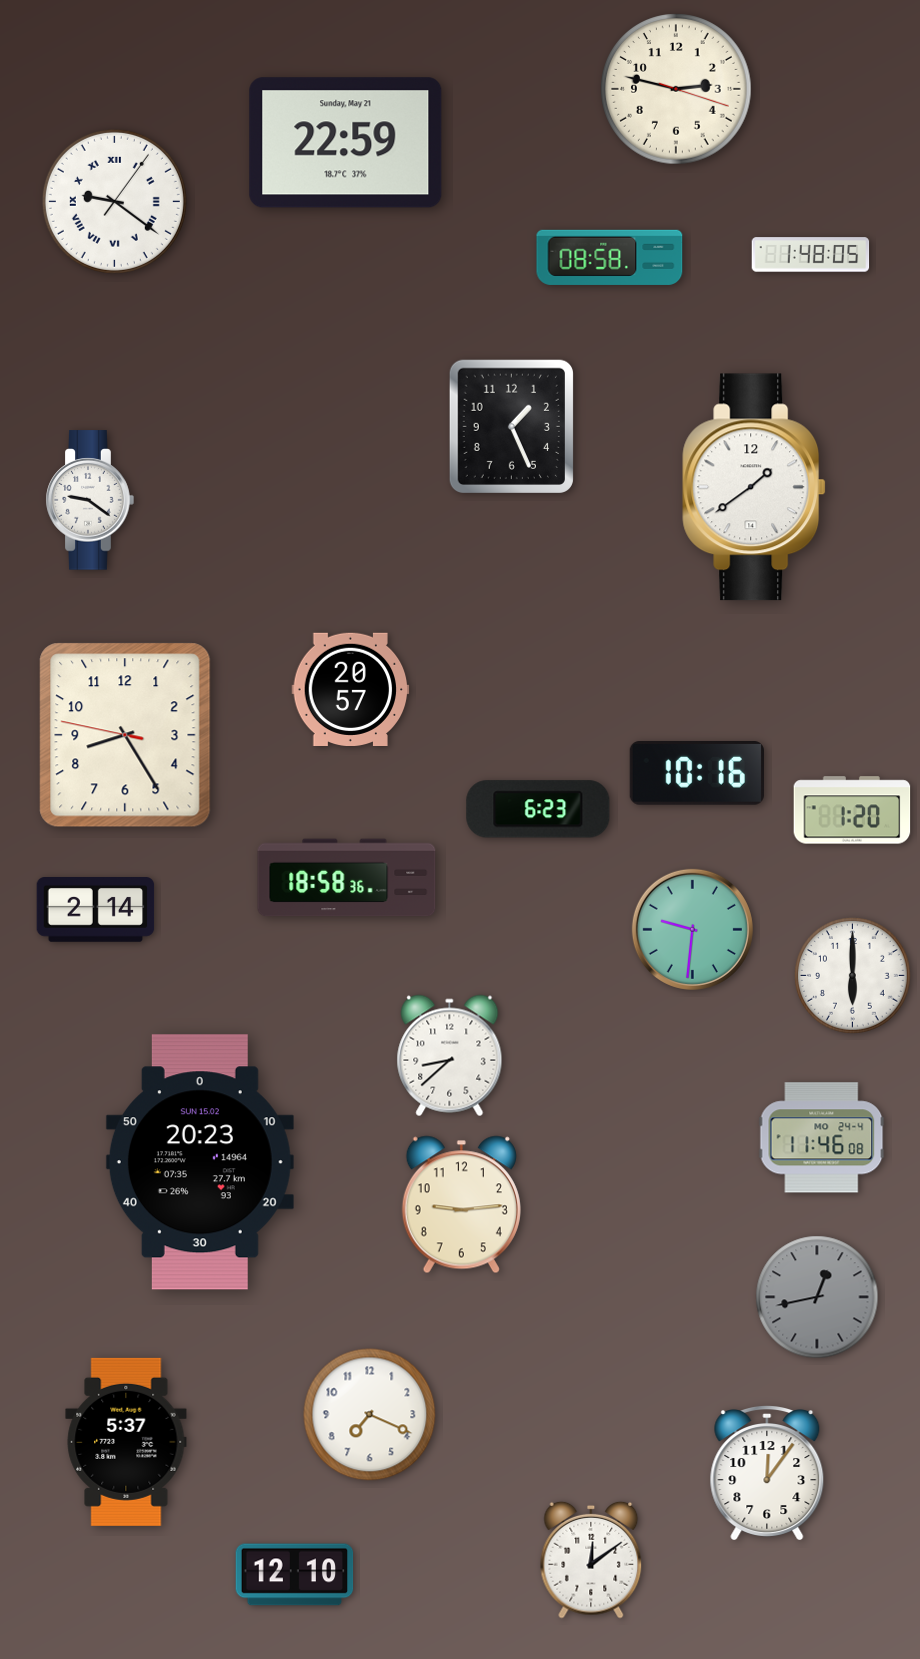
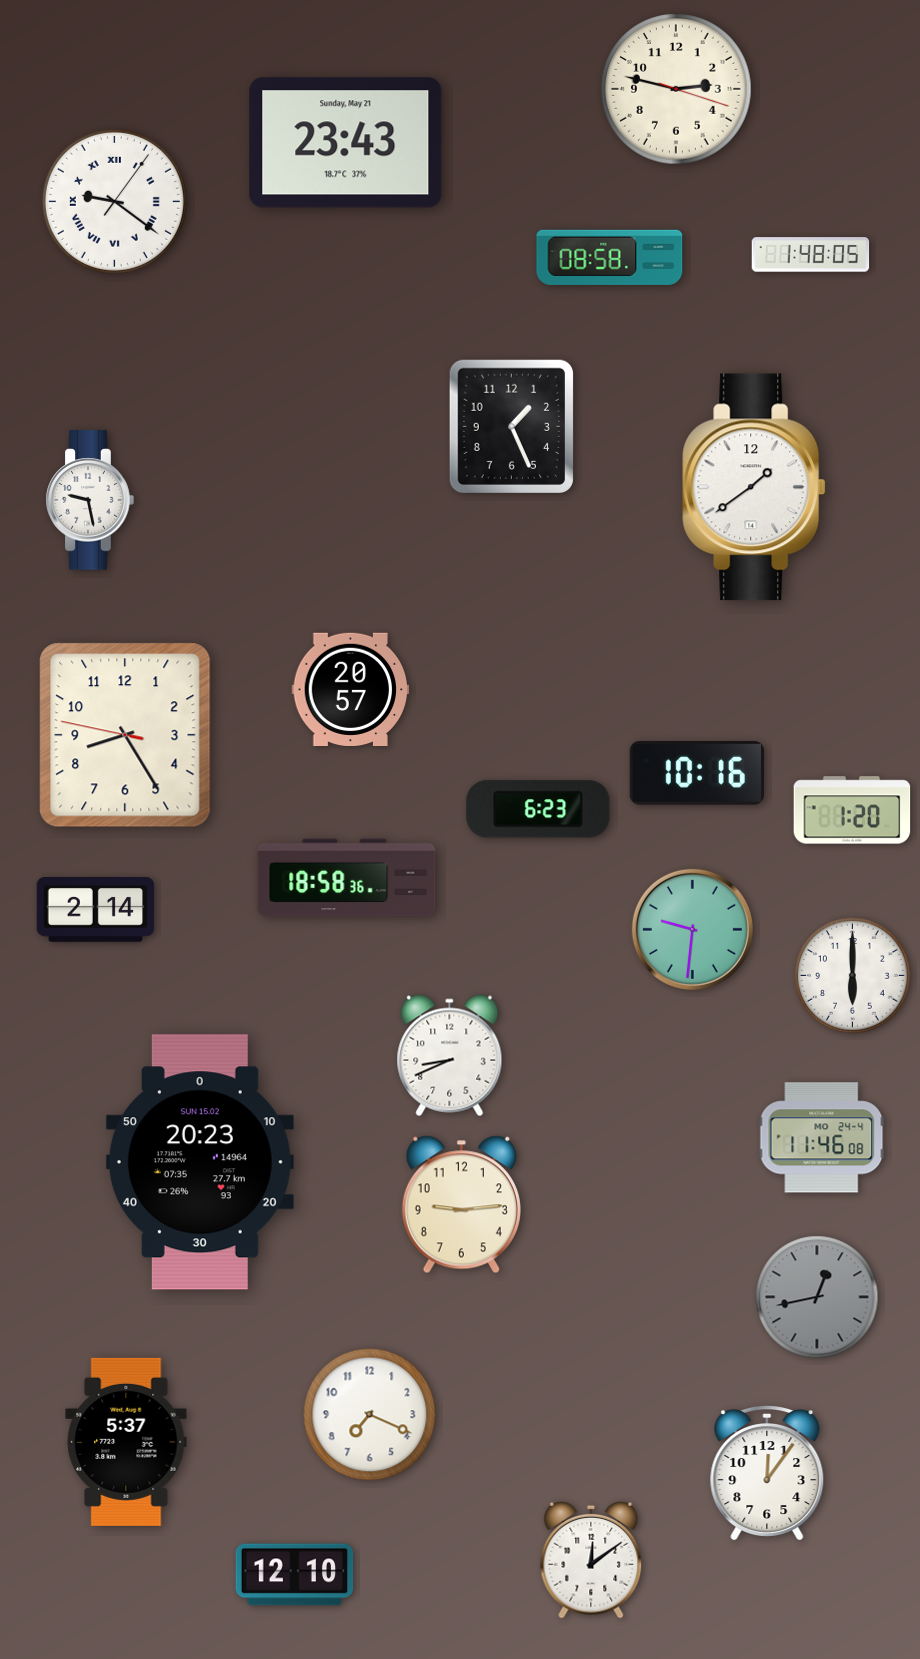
clock at (346, 143): 22:59 -> 23:43
clock at (90, 500): 9:21 -> 9:28
clock at (450, 1056): 8:38 -> 8:41
